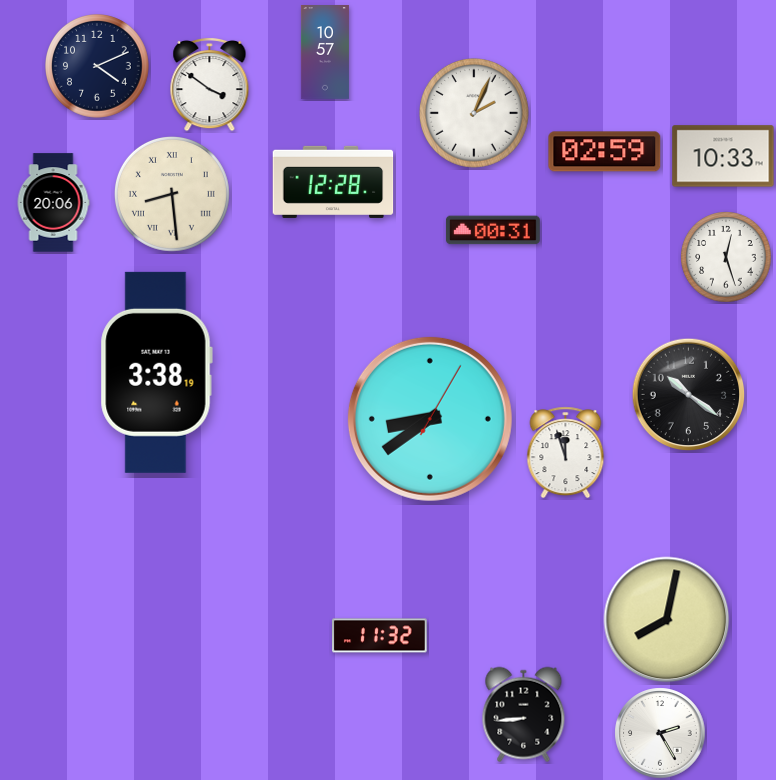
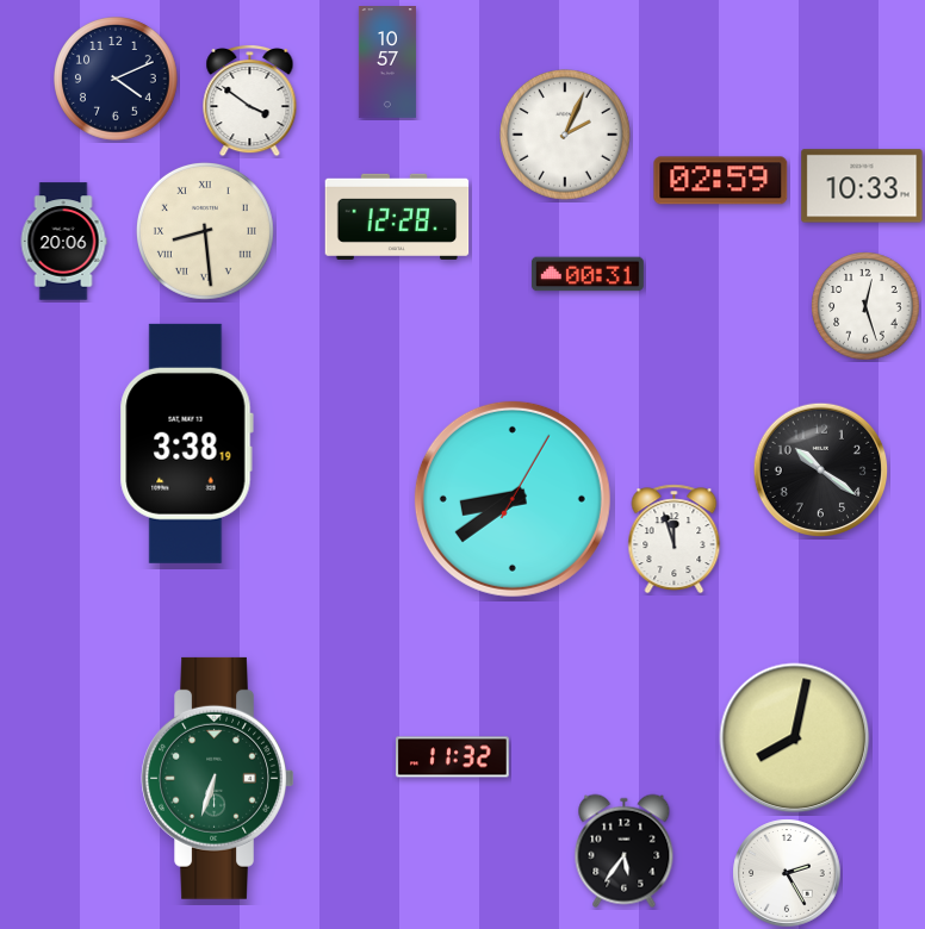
clock at (218, 778): none -> 6:33
clock at (524, 715): 8:44 -> 5:36
